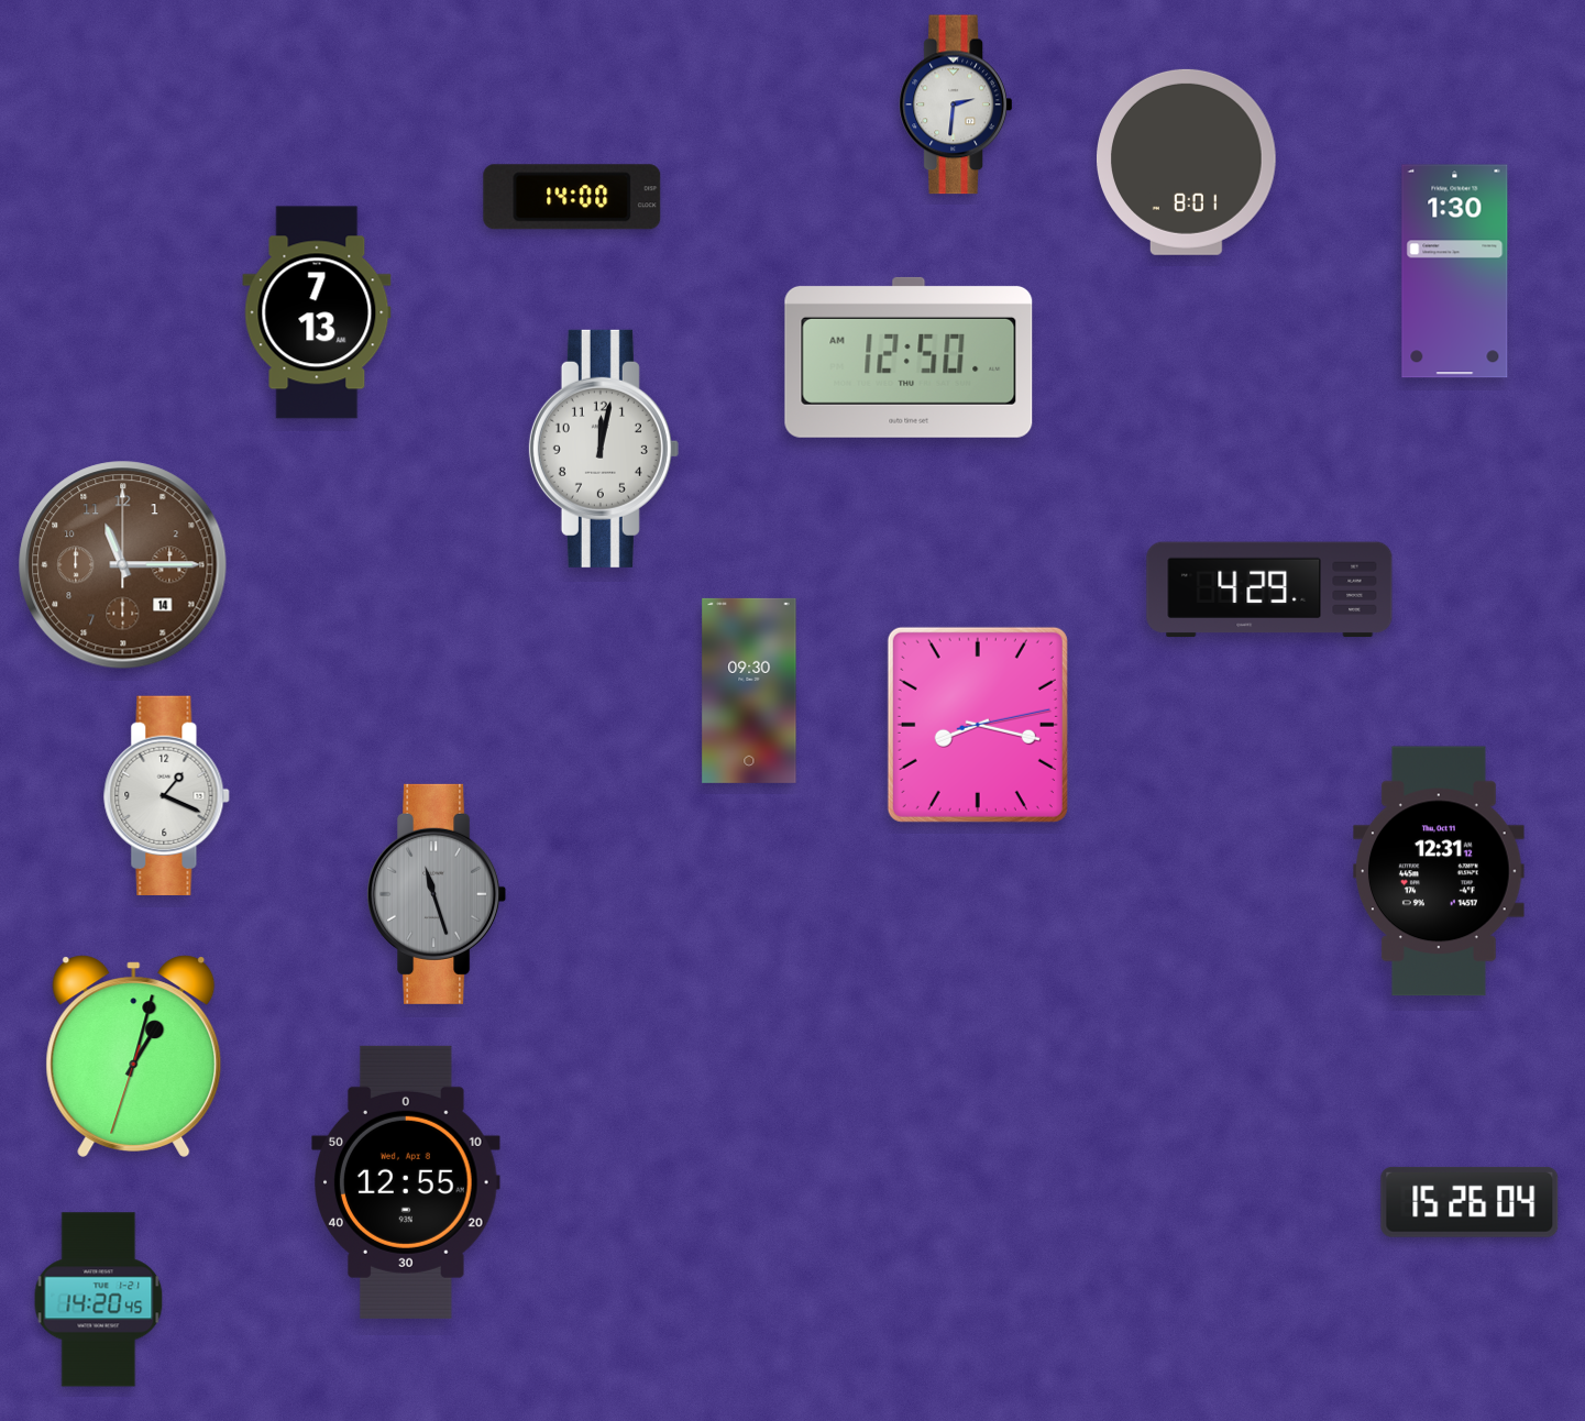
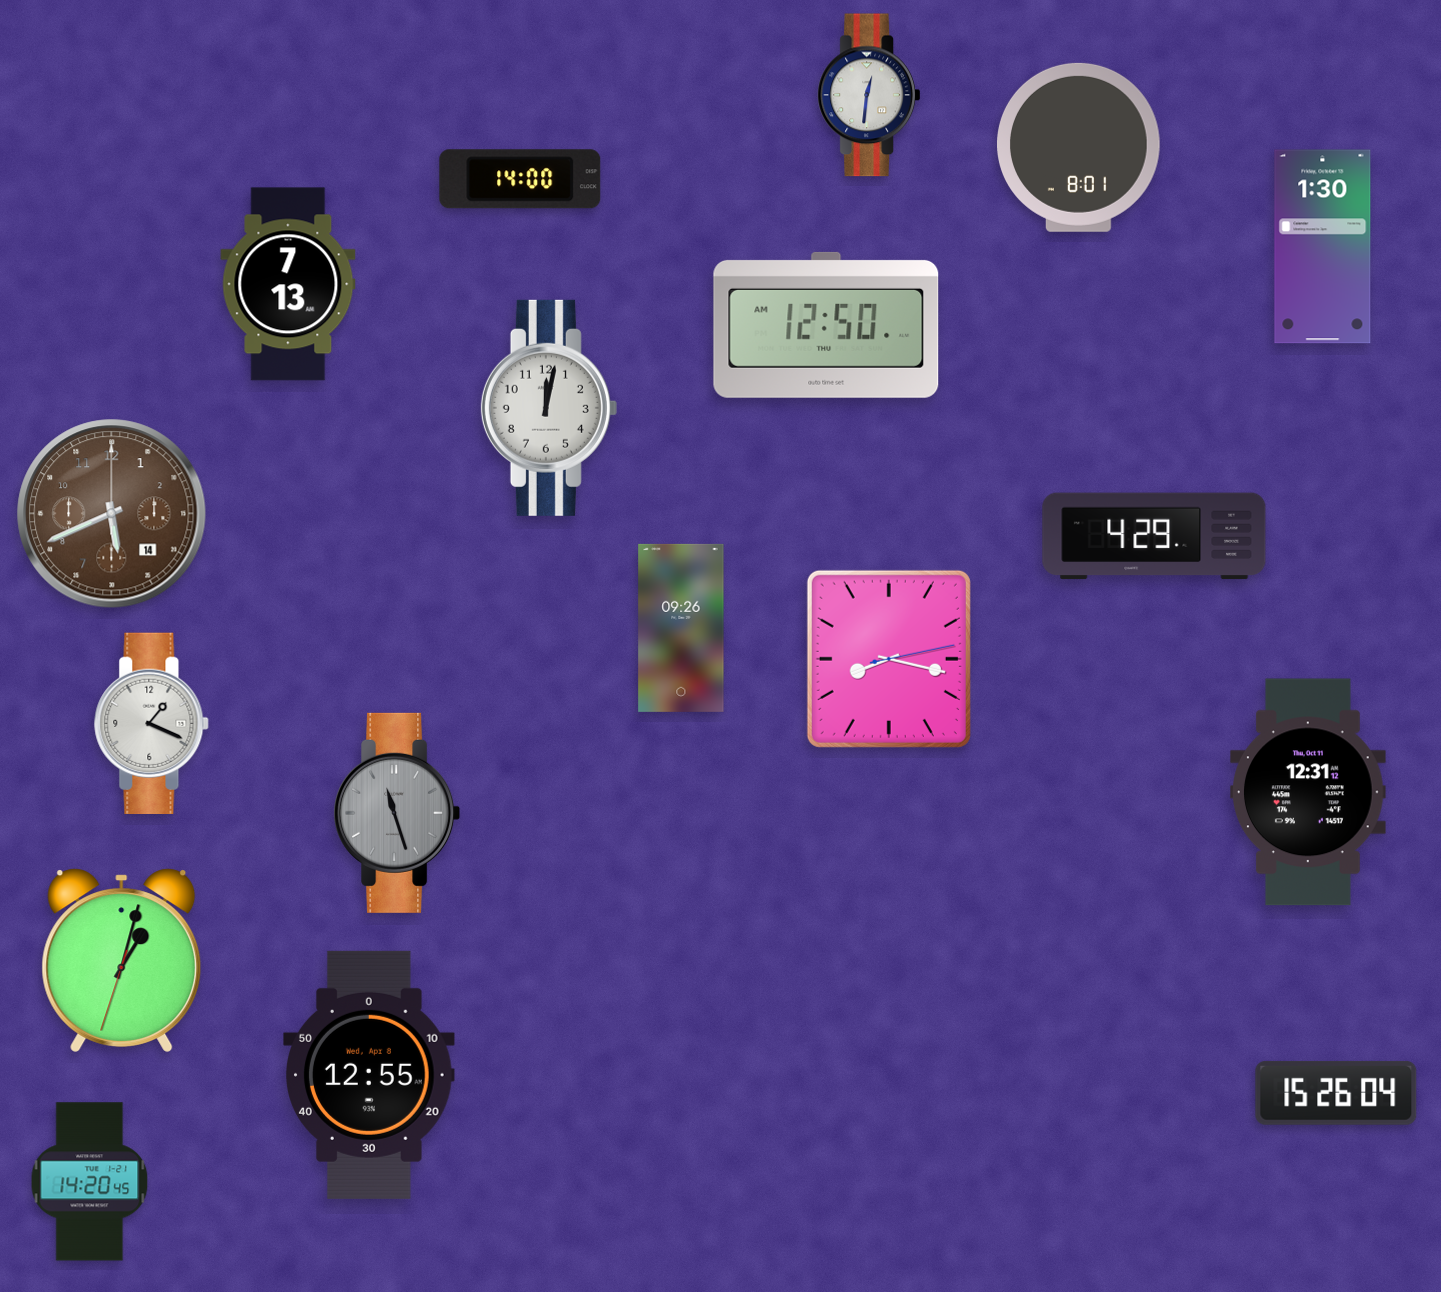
clock at (955, 104): 2:31 -> 12:31
clock at (123, 565): 11:15 -> 5:41
clock at (749, 691): 09:30 -> 09:26
